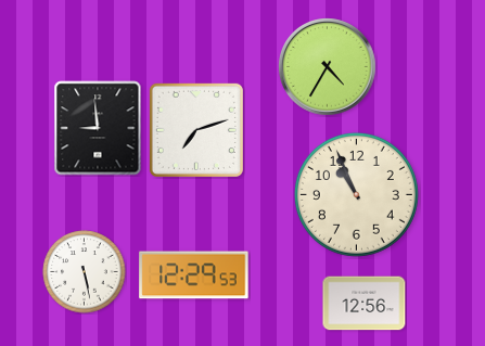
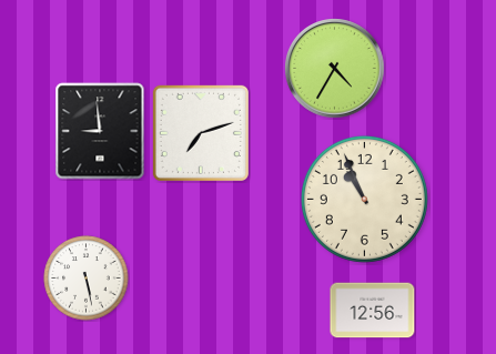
clock at (194, 275): 12:29 -> none
